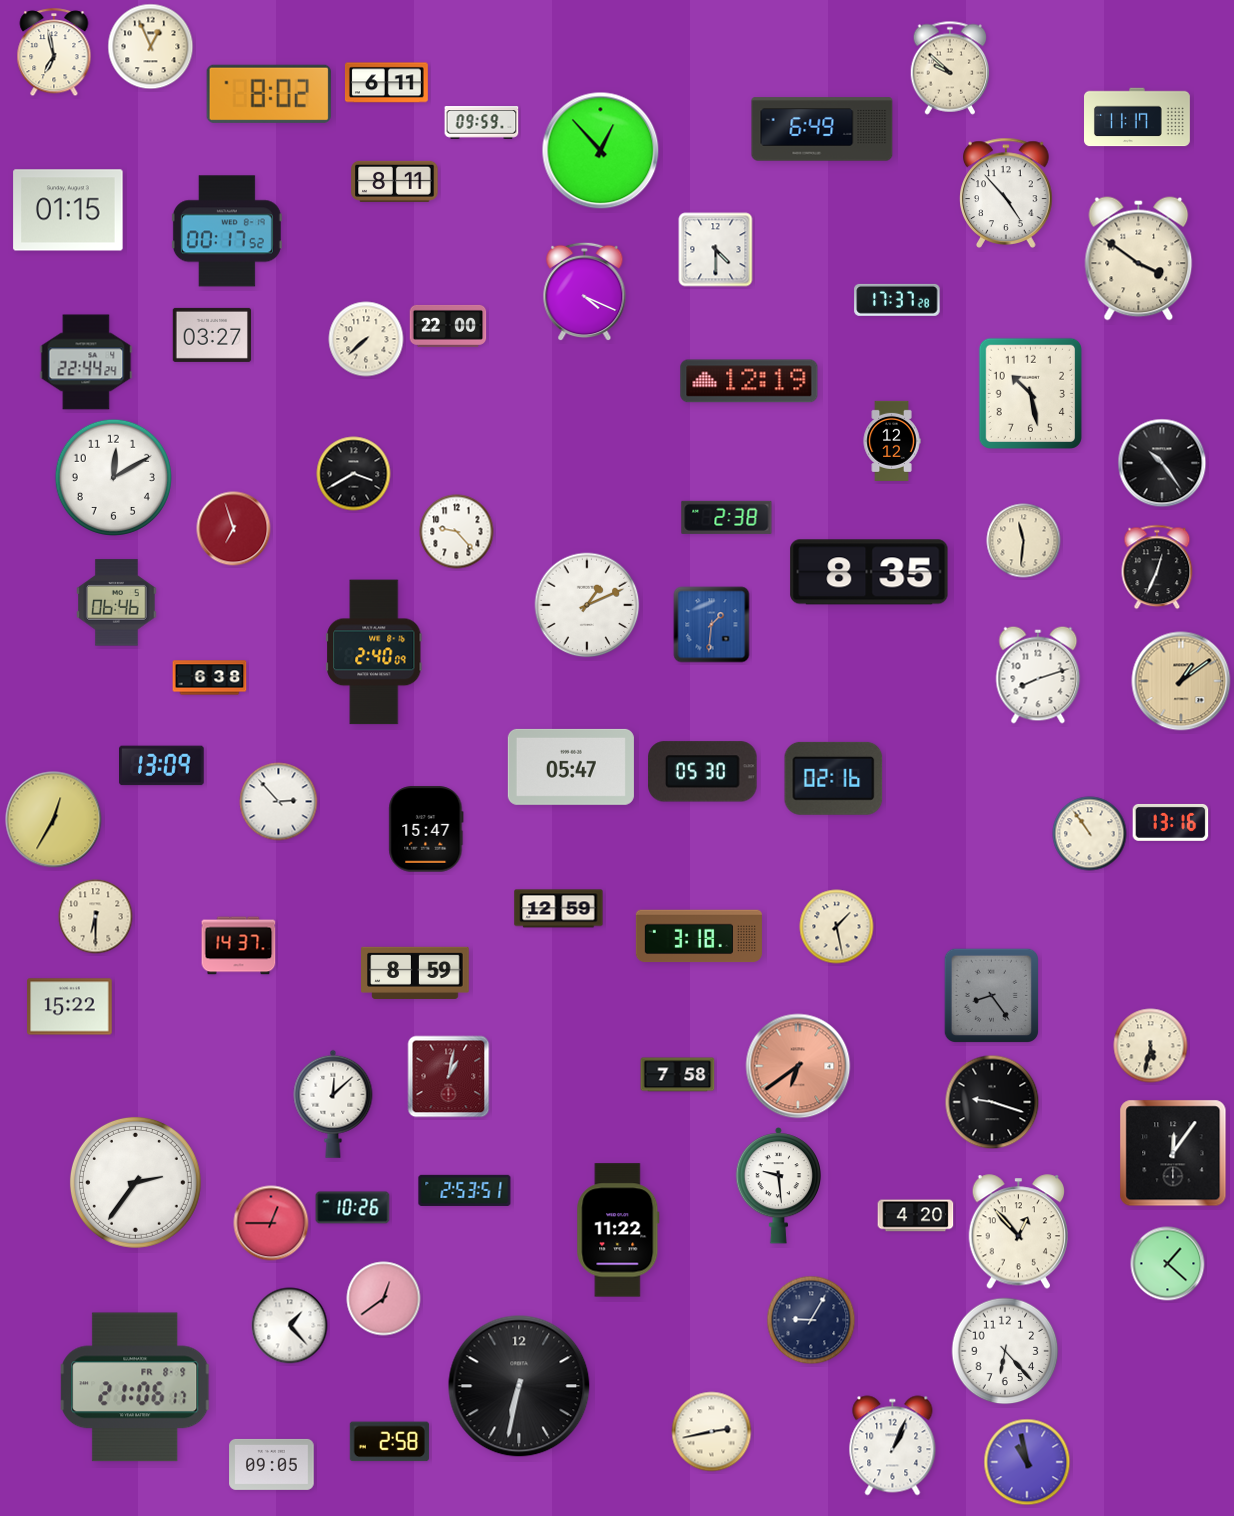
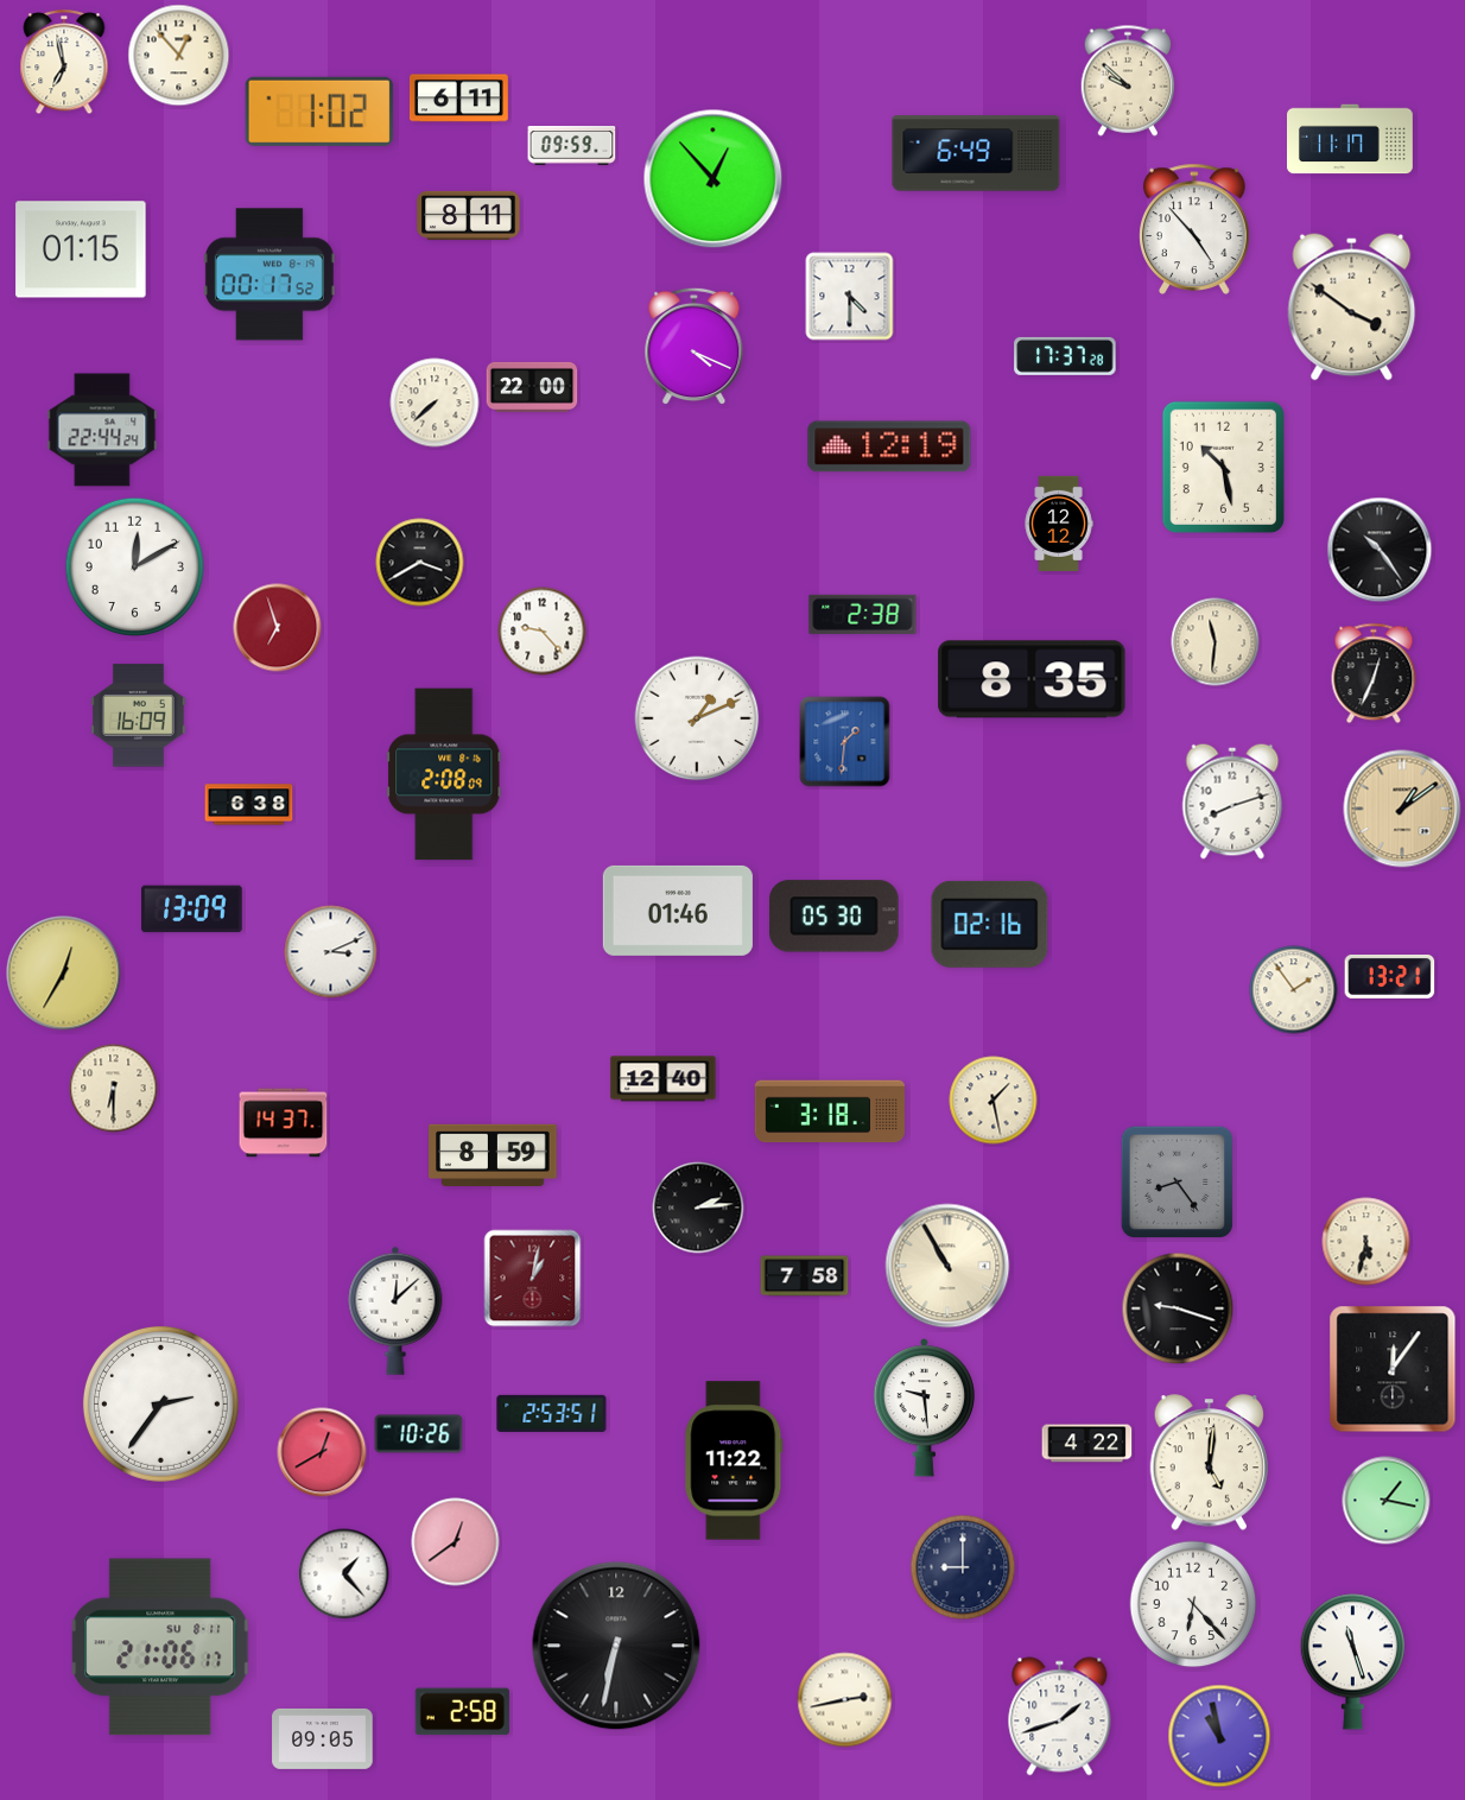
clock at (151, 47): 12:56 -> 12:53
clock at (269, 94): 8:02 -> 1:02
clock at (212, 335): 03:27 -> none
clock at (749, 381) position: (749, 381) -> (889, 446)
clock at (117, 603): 06:46 -> 16:09
clock at (374, 652): 2:40 -> 2:08
clock at (571, 767): 05:47 -> 01:46
clock at (279, 802): 2:53 -> 3:11
clock at (1171, 822): 13:16 -> 13:21
clock at (426, 829): 15:47 -> none
clock at (1090, 834): 10:54 -> 1:54
clock at (559, 909): 12:59 -> 12:40
clock at (70, 1007): 15:22 -> none
clock at (698, 1208): none -> 2:14
clock at (798, 1066): 6:39 -> 10:55
clock at (798, 1066) dial: salmon -> cream
clock at (916, 1216): 4:20 -> 4:22
clock at (271, 1223): 12:45 -> 12:40
clock at (1018, 1232): 12:53 -> 5:01
clock at (1168, 1264): 1:22 -> 1:17
clock at (811, 1320): 9:05 -> 9:00
clock at (135, 1387) date: FR 8-9 -> SU 8-11
clock at (1352, 1662): none -> 11:27
clock at (893, 1446): 1:04 -> 1:42
